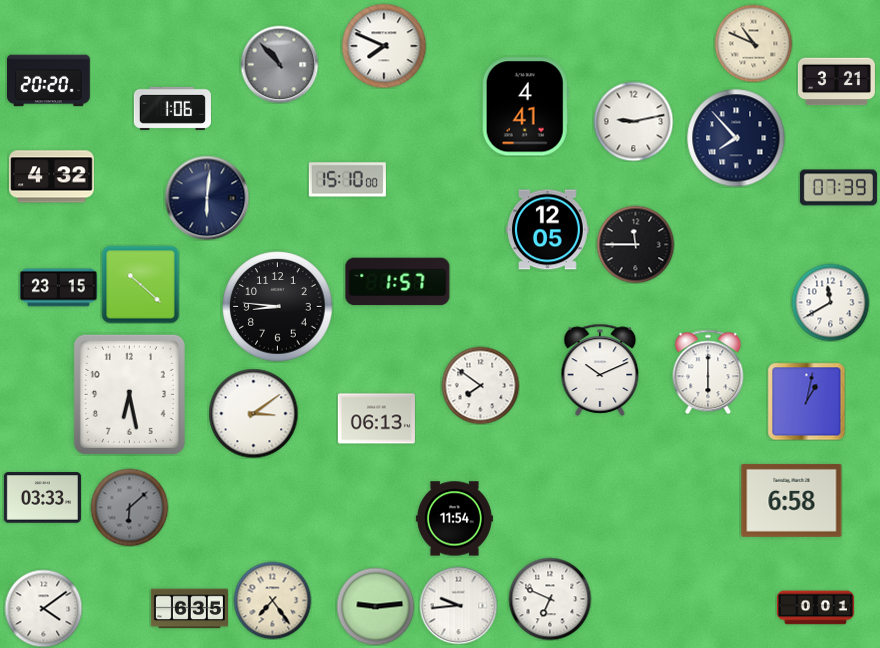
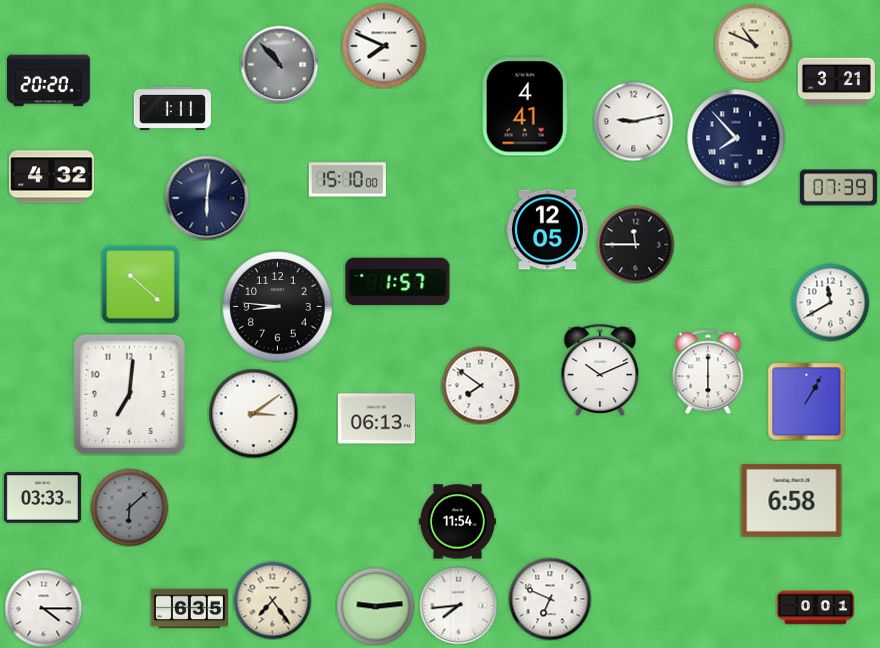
clock at (172, 108): 1:06 -> 1:11
clock at (58, 288): 23:15 -> none
clock at (129, 394): 6:28 -> 7:01
clock at (806, 401): 1:02 -> 1:05
clock at (454, 519) position: (454, 519) -> (457, 522)
clock at (458, 605): 9:44 -> 7:44
clock at (43, 608): 4:09 -> 4:15
